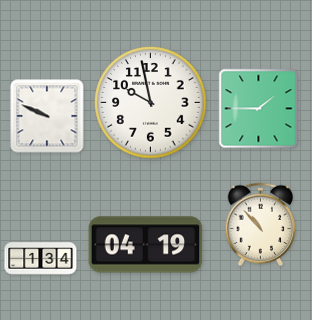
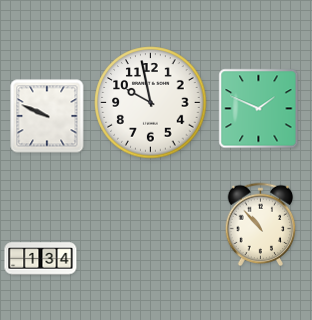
clock at (259, 109): 1:45 -> 1:49
clock at (146, 245): 04:19 -> none
